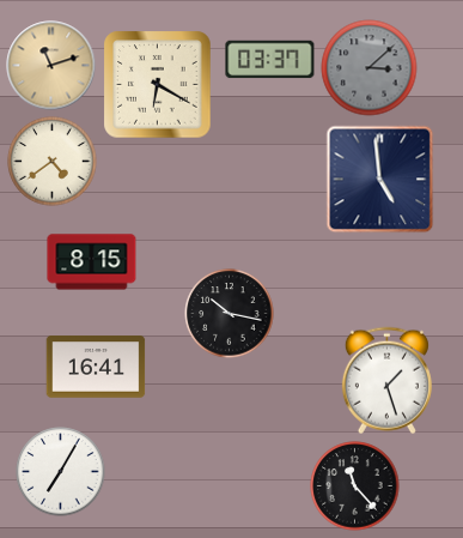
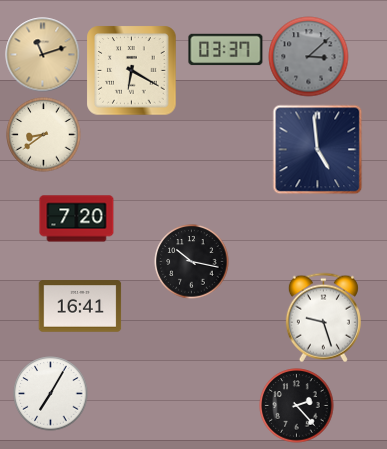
clock at (53, 162): 4:39 -> 8:39
clock at (92, 262): 8:15 -> 7:20
clock at (386, 381): 1:27 -> 9:27
clock at (355, 486): 11:23 -> 2:23
